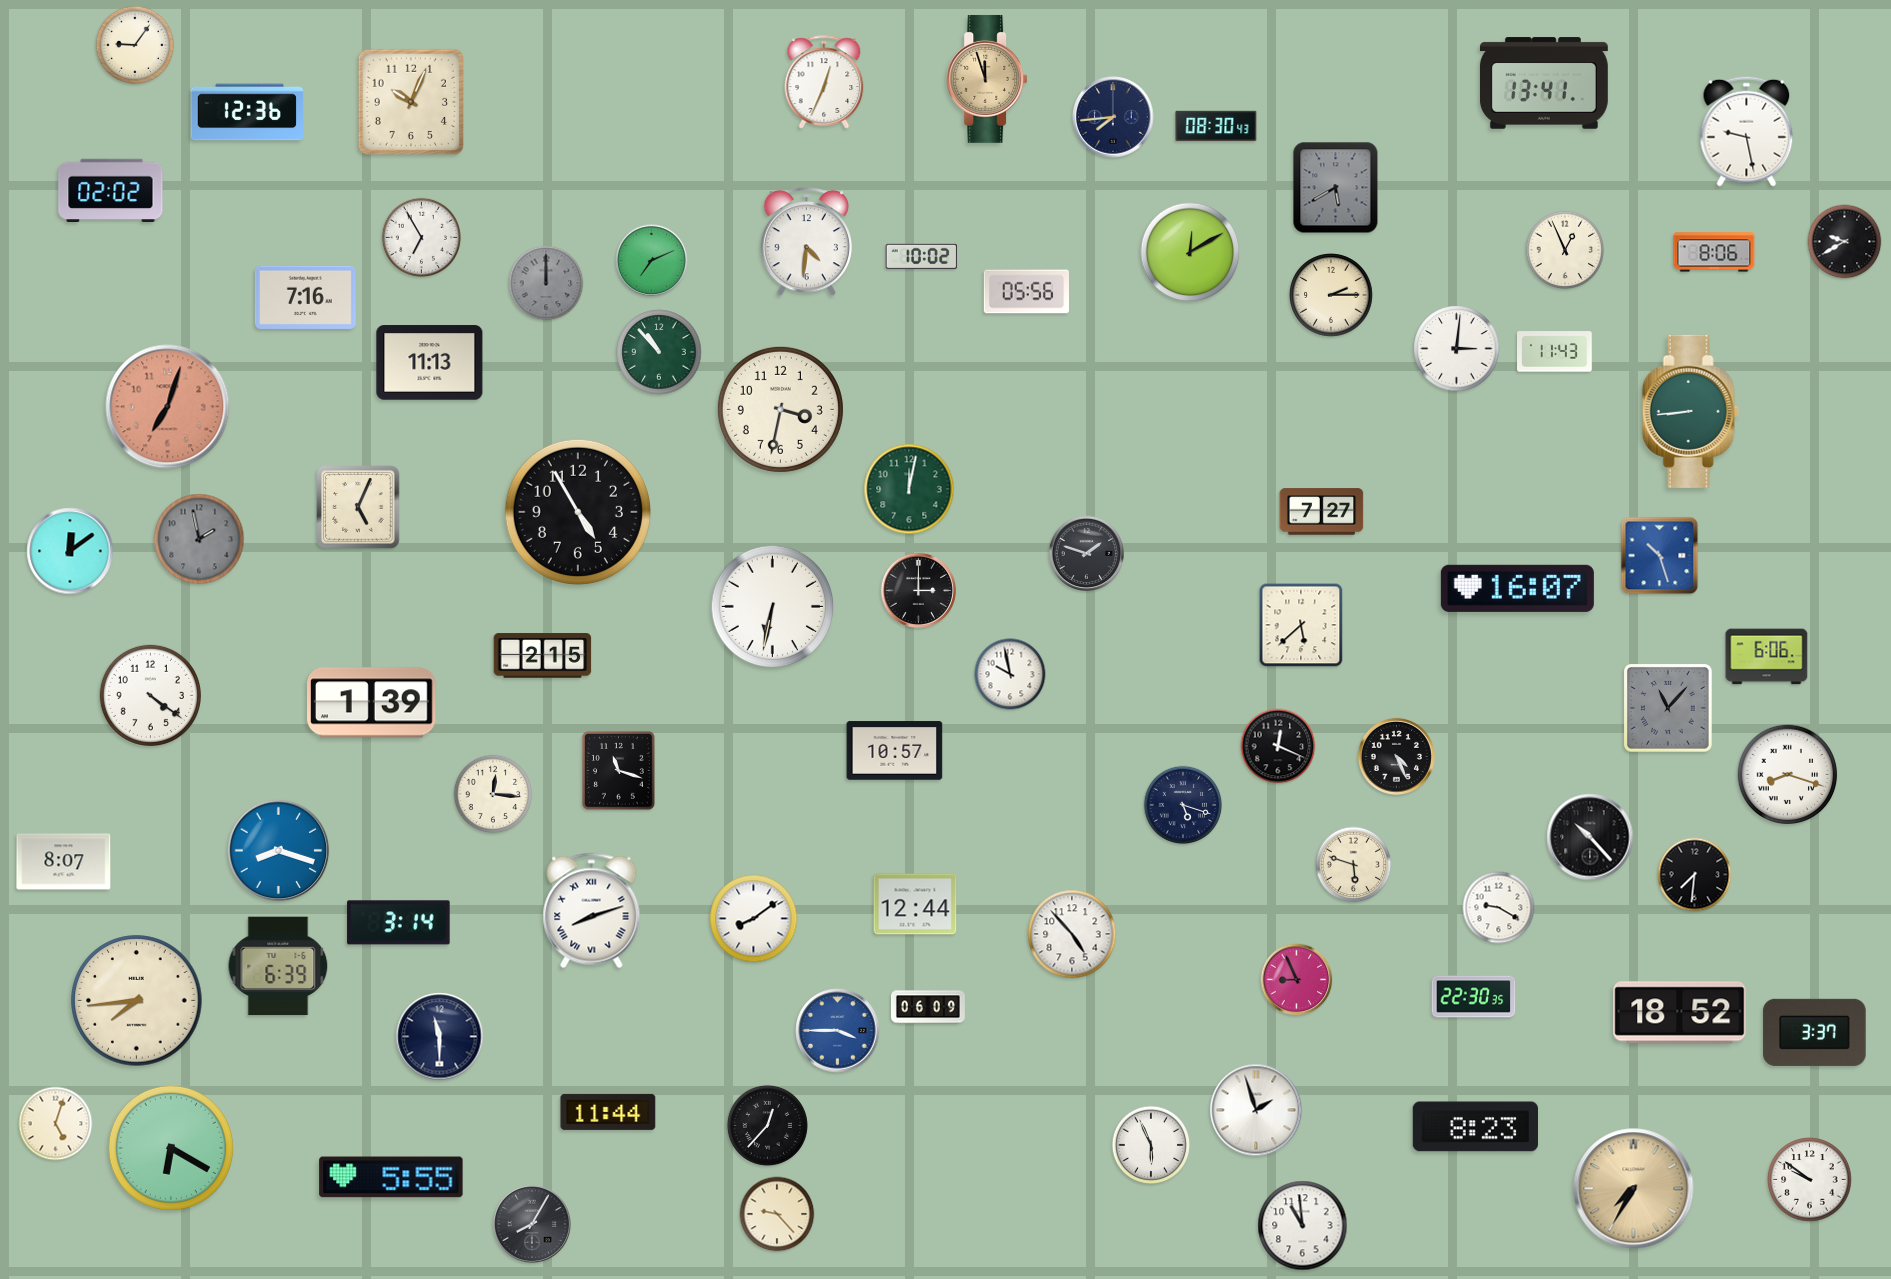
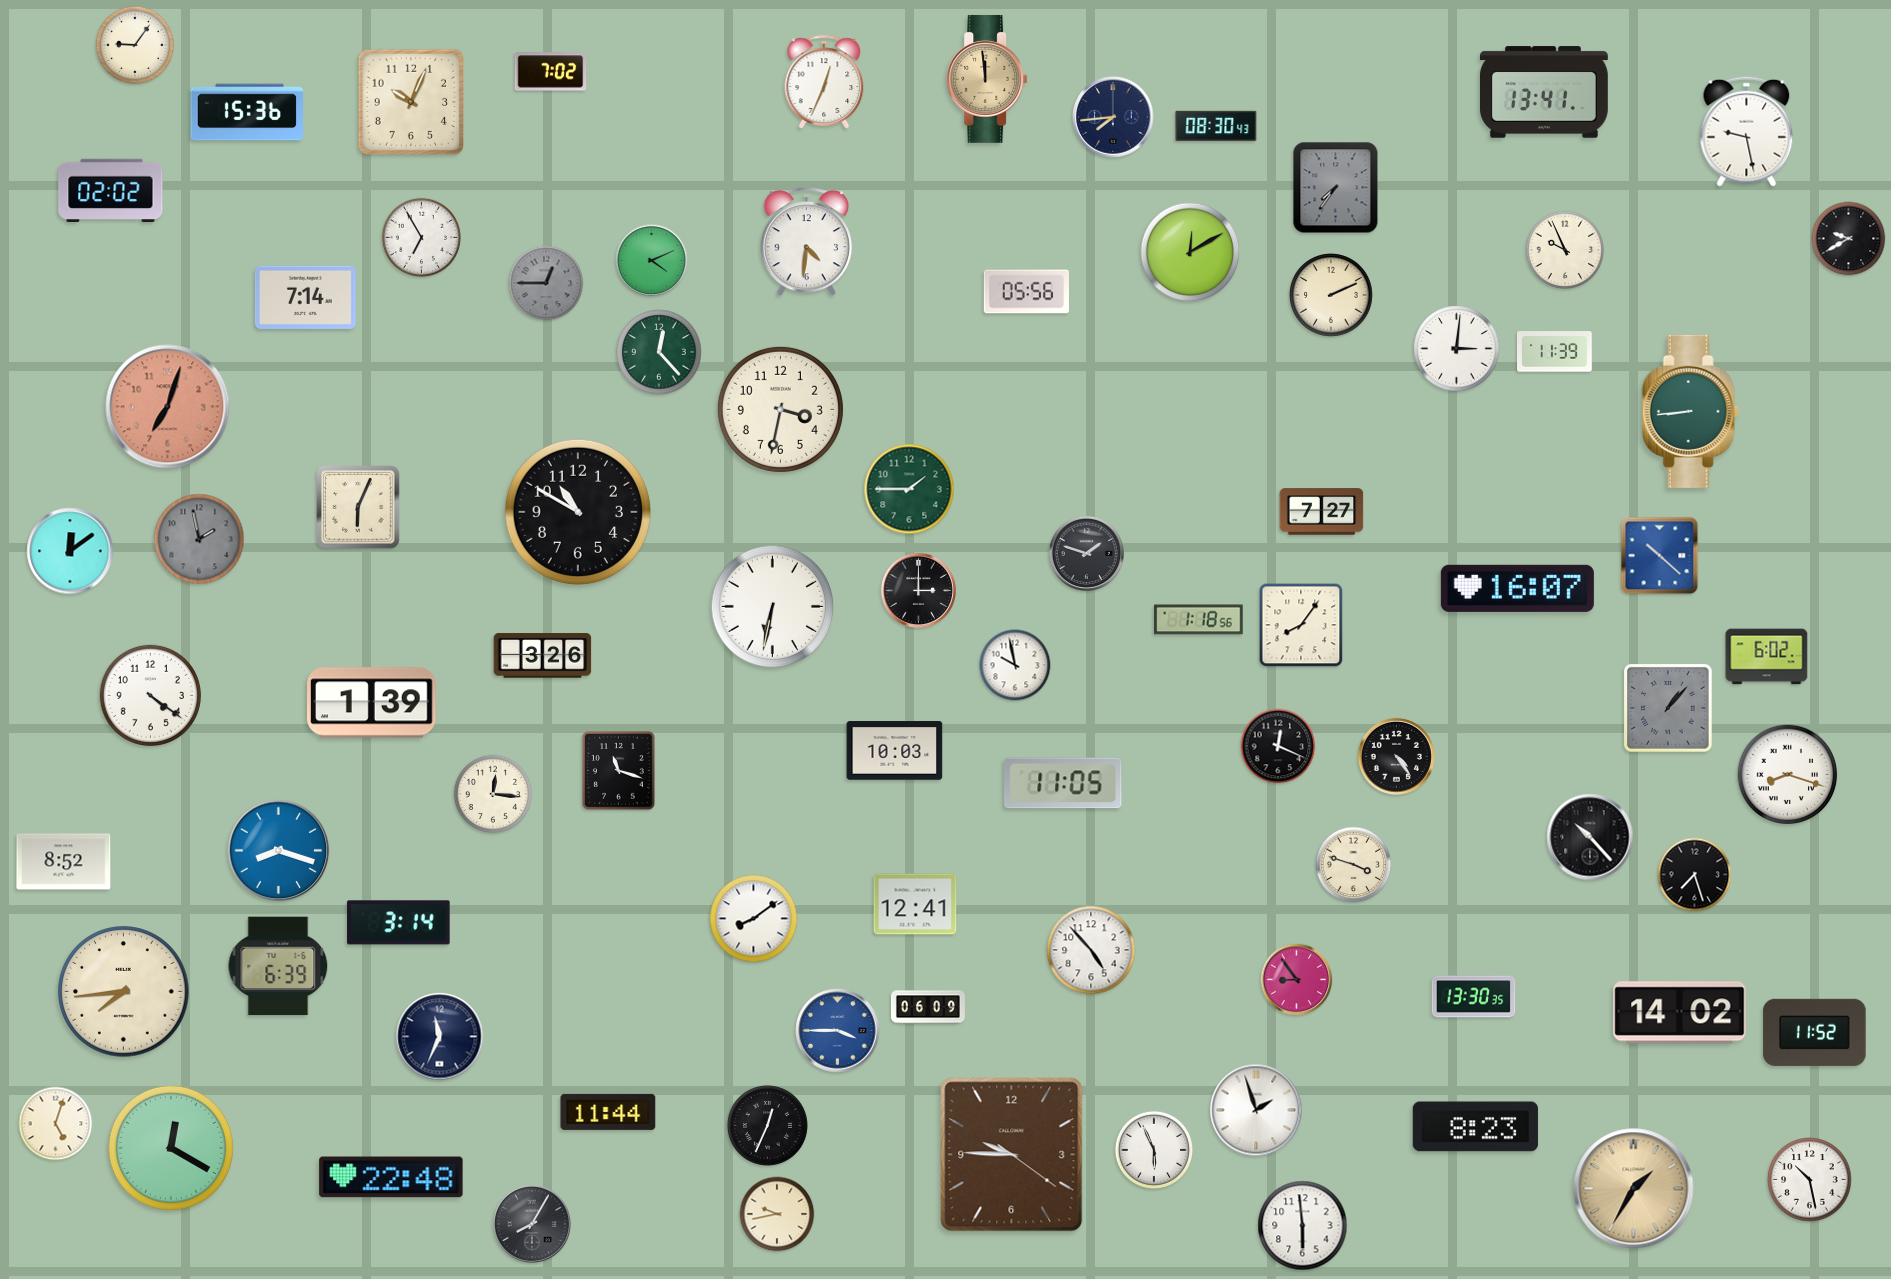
clock at (551, 72): none -> 7:02
clock at (987, 79): 11:57 -> 11:59
clock at (1544, 83) position: (1544, 83) -> (1544, 92)
clock at (246, 112): 12:36 -> 15:36
clock at (1336, 188): 5:40 -> 7:36
clock at (1845, 242) position: (1845, 242) -> (1849, 239)
clock at (1565, 250): 12:56 -> 9:56
clock at (1714, 252): 8:06 -> none
clock at (922, 256): 10:02 -> none
clock at (652, 261): 7:11 -> 4:11
clock at (546, 283): 12:00 -> 12:45
clock at (1331, 295): 2:15 -> 2:11
clock at (305, 297): 7:16 -> 7:14
clock at (659, 352): 10:53 -> 12:23
clock at (1555, 352): 11:43 -> 11:39
clock at (430, 363): 11:13 -> none
clock at (909, 489): 12:02 -> 1:45
clock at (358, 507): 5:04 -> 6:04
clock at (578, 512): 4:55 -> 10:50
clock at (1660, 556): 10:27 -> 10:22
clock at (1199, 620): none -> 1:18
clock at (1301, 625): 5:38 -> 8:06
clock at (543, 656): 2:15 -> 3:26
clock at (1767, 657): 6:06 -> 6:02
clock at (1010, 674) position: (1010, 674) -> (1015, 665)
clock at (1669, 709): 11:07 -> 1:07
clock at (895, 751): 10:57 -> 10:03
clock at (1396, 756): 4:26 -> 4:24
clock at (1063, 783): none -> 11:05
clock at (1183, 805): 5:18 -> none
clock at (64, 862): 8:07 -> 8:52
clock at (1354, 865): 5:48 -> 3:48
clock at (1695, 875): 7:31 -> 7:27
clock at (915, 904): 12:44 -> 12:41
clock at (1499, 908): 9:20 -> none
clock at (592, 911): 8:12 -> none
clock at (1072, 934) position: (1072, 934) -> (1091, 950)
clock at (1297, 980): 8:56 -> 8:54
clock at (1474, 997): 22:30 -> 13:30
clock at (137, 1001) position: (137, 1001) -> (124, 992)
clock at (1680, 1013): 18:52 -> 14:02
clock at (1815, 1032): 3:37 -> 11:52
clock at (440, 1037): 11:30 -> 11:34
clock at (767, 1125): 12:37 -> 12:34
clock at (1151, 1145) position: (1151, 1145) -> (1154, 1150)
clock at (171, 1148): 6:20 -> 12:20
clock at (1012, 1155): none -> 9:45
clock at (391, 1177): 5:55 -> 22:48
clock at (1810, 1180): 9:51 -> 10:28
clock at (1634, 1189): 7:35 -> 1:35
clock at (777, 1214): 9:23 -> 9:43
clock at (1303, 1226): 10:59 -> 5:59
